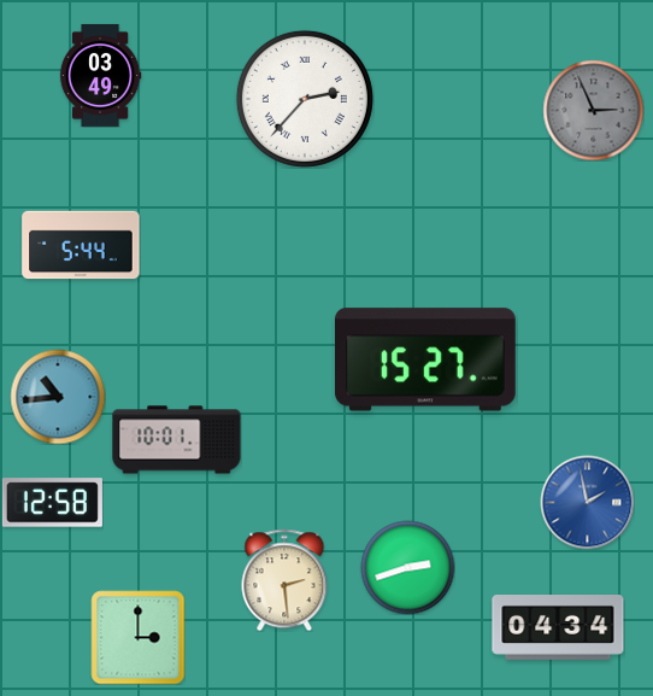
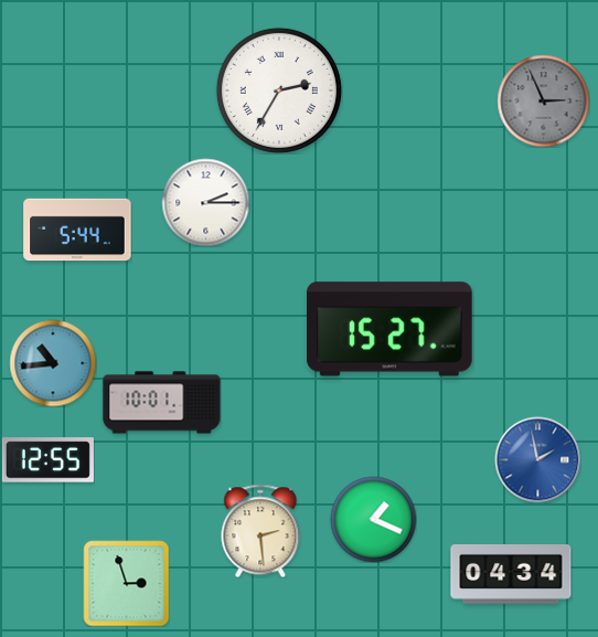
clock at (100, 75): 03:49 -> none
clock at (305, 99): 2:37 -> 2:35
clock at (205, 202): none -> 2:15
clock at (81, 245) position: (81, 245) -> (77, 230)
clock at (52, 503): 12:58 -> 12:55
clock at (407, 567): 2:42 -> 1:19
clock at (137, 637): 3:00 -> 2:57
